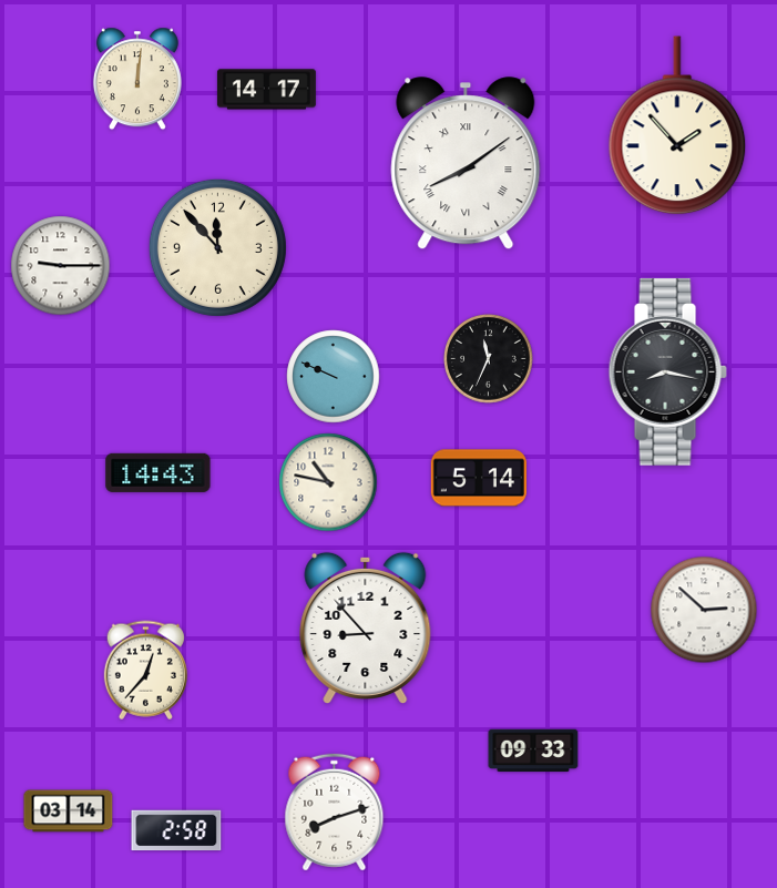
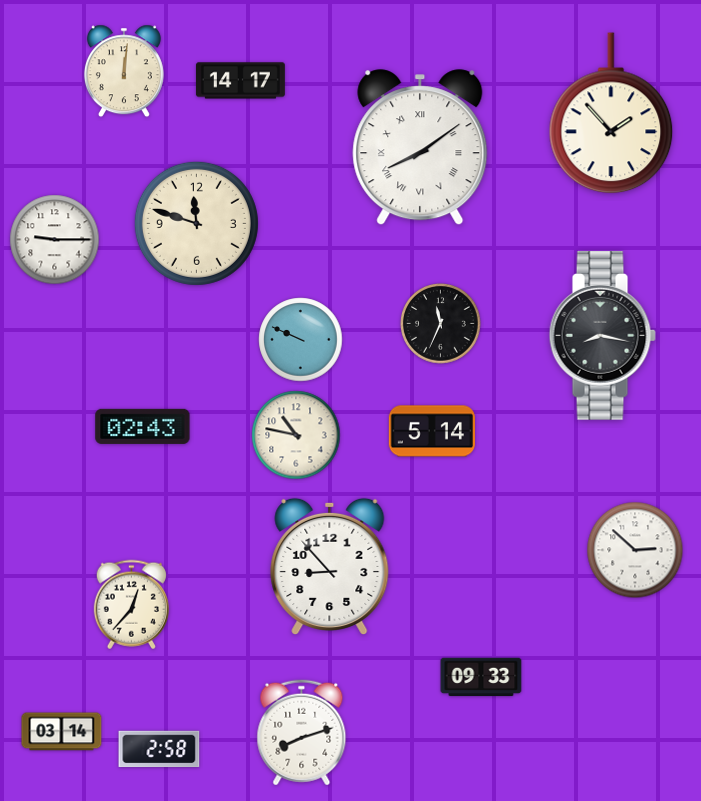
clock at (217, 247): 11:53 -> 11:48
clock at (159, 472): 14:43 -> 02:43
